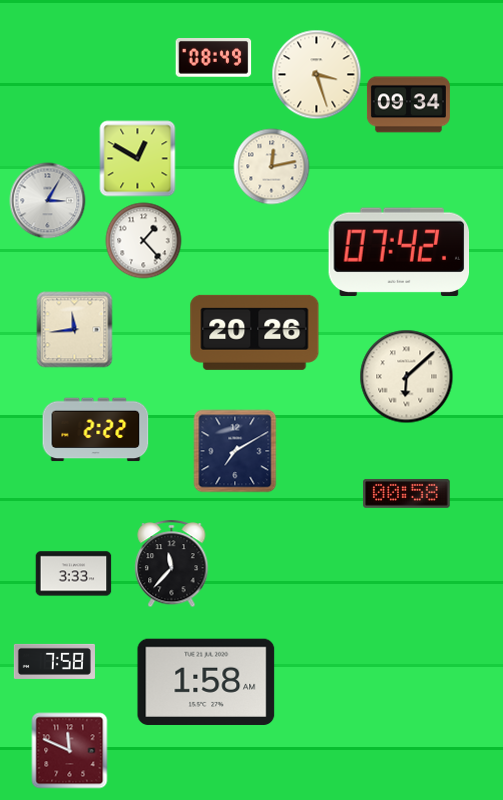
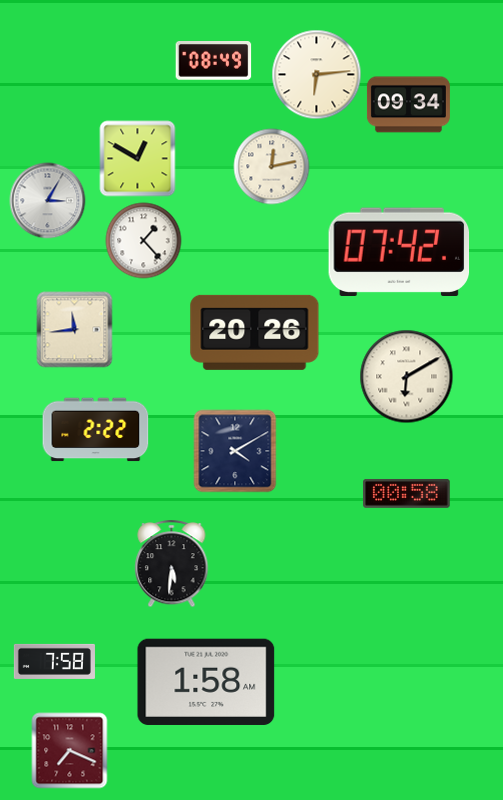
clock at (214, 58) position: (214, 58) -> (214, 61)
clock at (317, 75): 3:27 -> 6:14
clock at (407, 377): 6:08 -> 6:10
clock at (235, 451): 7:10 -> 4:10
clock at (172, 564): 11:37 -> 5:31
clock at (74, 574): 3:33 -> none
clock at (70, 751): 11:49 -> 7:19
